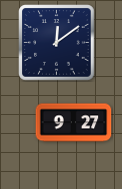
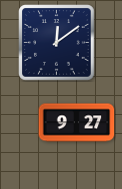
clock at (74, 123) position: (74, 123) -> (77, 123)
